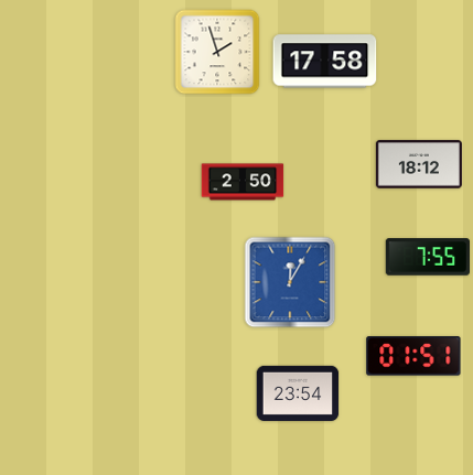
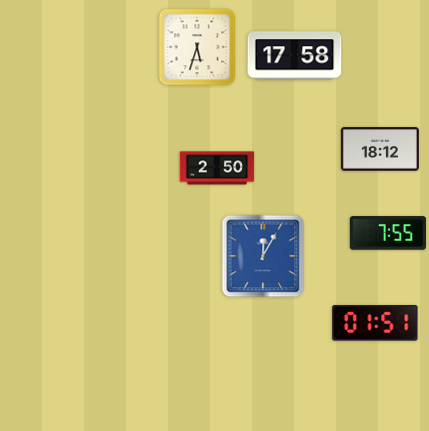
clock at (217, 52): 1:57 -> 5:33
clock at (243, 182) position: (243, 182) -> (217, 168)
clock at (298, 393): 23:54 -> none
